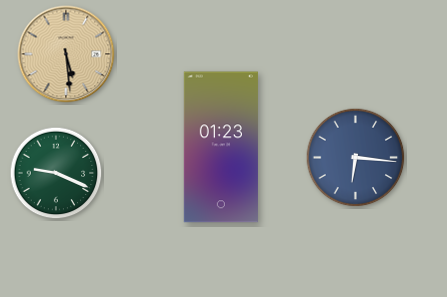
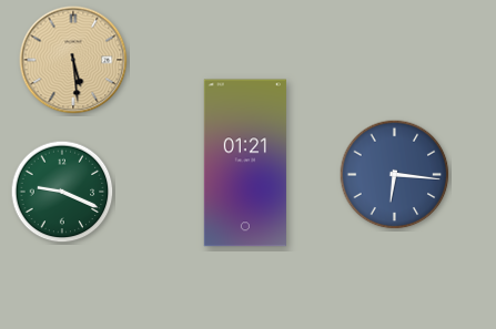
clock at (221, 147): 01:23 -> 01:21
